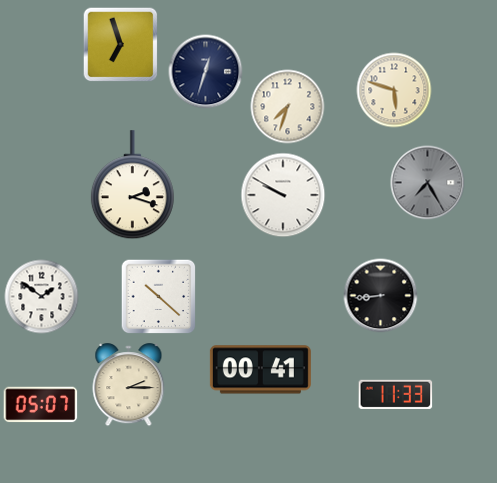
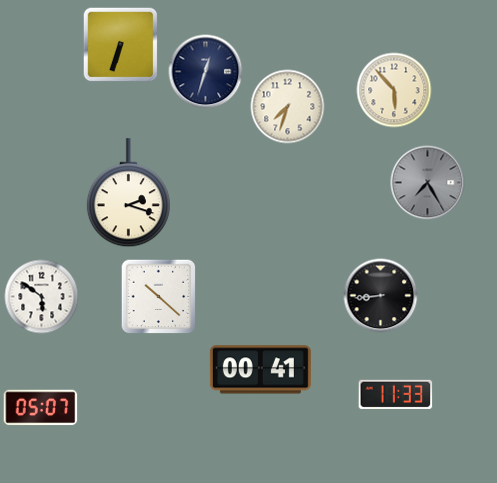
clock at (121, 45): 6:57 -> 6:33
clock at (394, 90): 5:48 -> 5:53
clock at (132, 185) position: (132, 185) -> (128, 193)
clock at (283, 195): 9:50 -> none
clock at (42, 297): 1:51 -> 5:51
clock at (129, 385): 2:15 -> none
clock at (41, 405) position: (41, 405) -> (41, 408)
